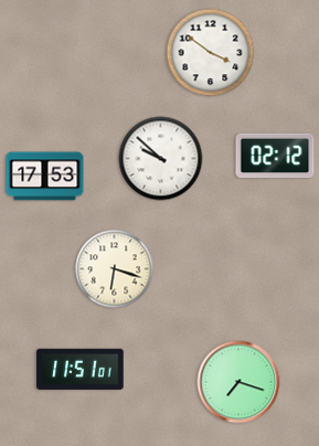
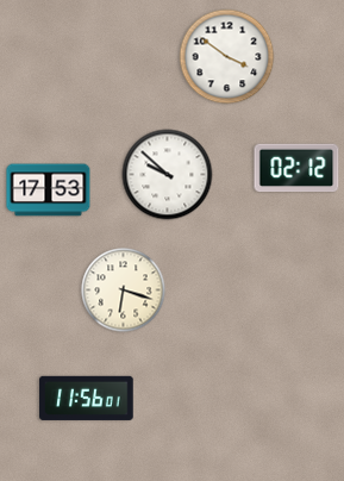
clock at (161, 159) position: (161, 159) -> (168, 175)
clock at (81, 369): 11:51 -> 11:56
clock at (238, 382): 7:18 -> none
